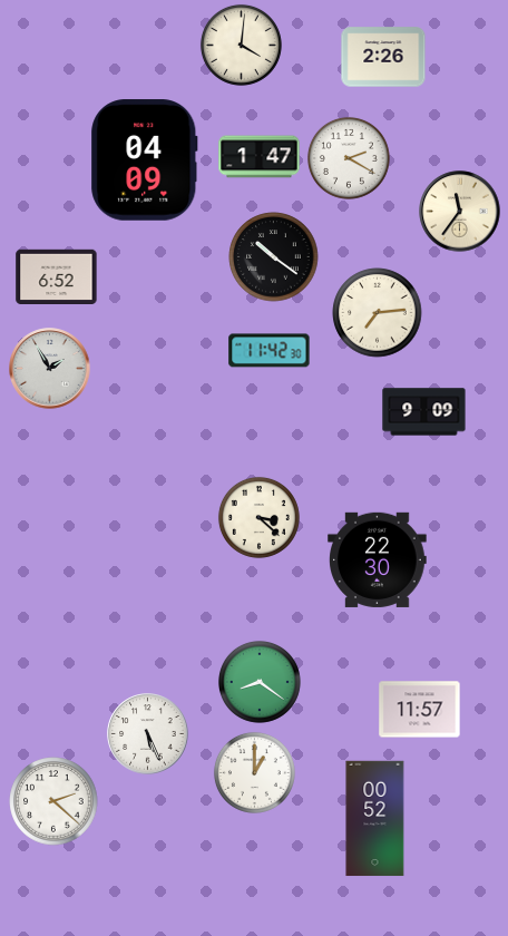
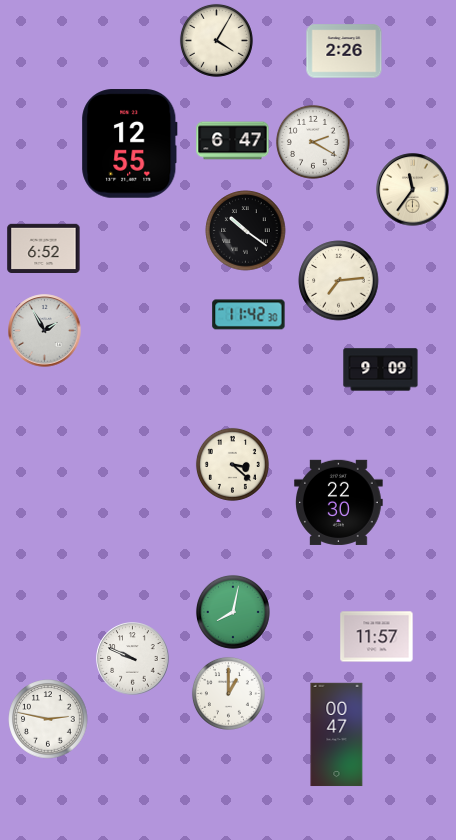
clock at (241, 45): 4:01 -> 4:05
clock at (260, 157): 1:47 -> 6:47
clock at (145, 160): 04:09 -> 12:55
clock at (57, 276) position: (57, 276) -> (44, 248)
clock at (270, 351) position: (270, 351) -> (249, 315)
clock at (260, 682): 8:21 -> 8:02
clock at (148, 734): 5:26 -> 9:49
clock at (53, 801): 2:22 -> 2:47
clock at (375, 819): 00:52 -> 00:47
